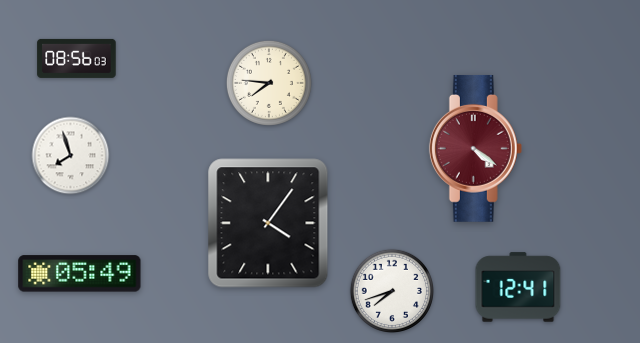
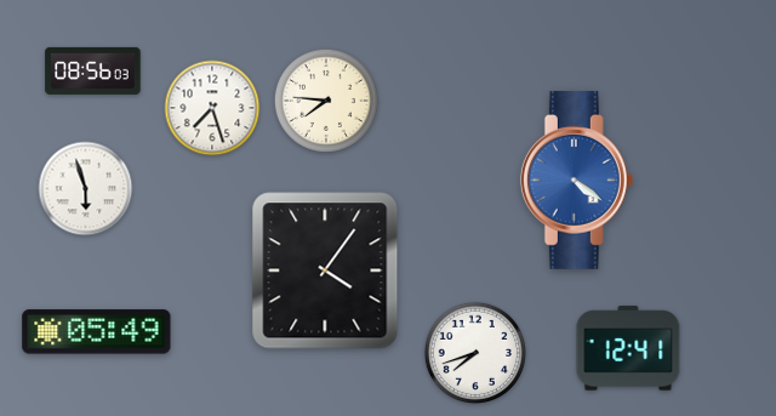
clock at (212, 108): none -> 7:27
clock at (475, 148) dial: burgundy -> blue
clock at (71, 156): 7:57 -> 5:57
